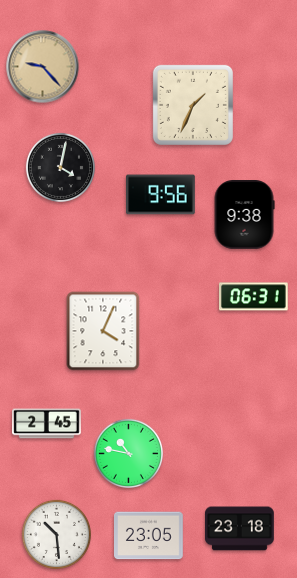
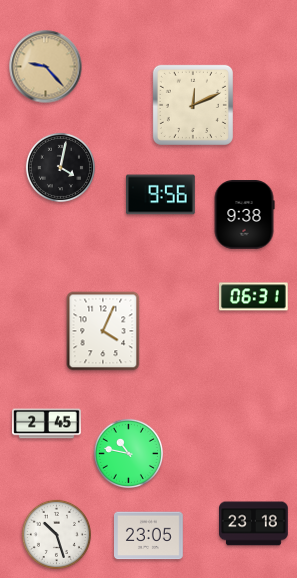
clock at (43, 67) position: (43, 67) -> (46, 67)
clock at (193, 105): 1:34 -> 12:11
clock at (240, 529) position: (240, 529) -> (254, 524)
clock at (56, 534): 10:29 -> 10:27
